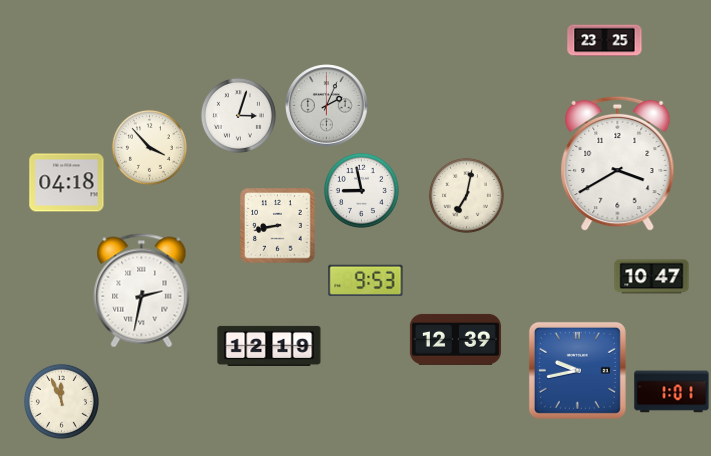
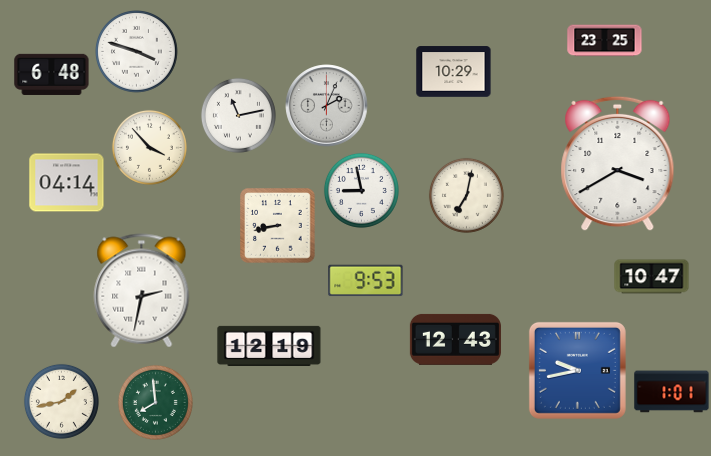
clock at (137, 52): none -> 3:48
clock at (454, 72): none -> 10:29
clock at (52, 74): none -> 6:48
clock at (238, 115): 3:03 -> 11:13
clock at (67, 183): 04:18 -> 04:14
clock at (455, 339): 12:39 -> 12:43
clock at (61, 401): 11:56 -> 1:43
clock at (155, 402): none -> 7:59
